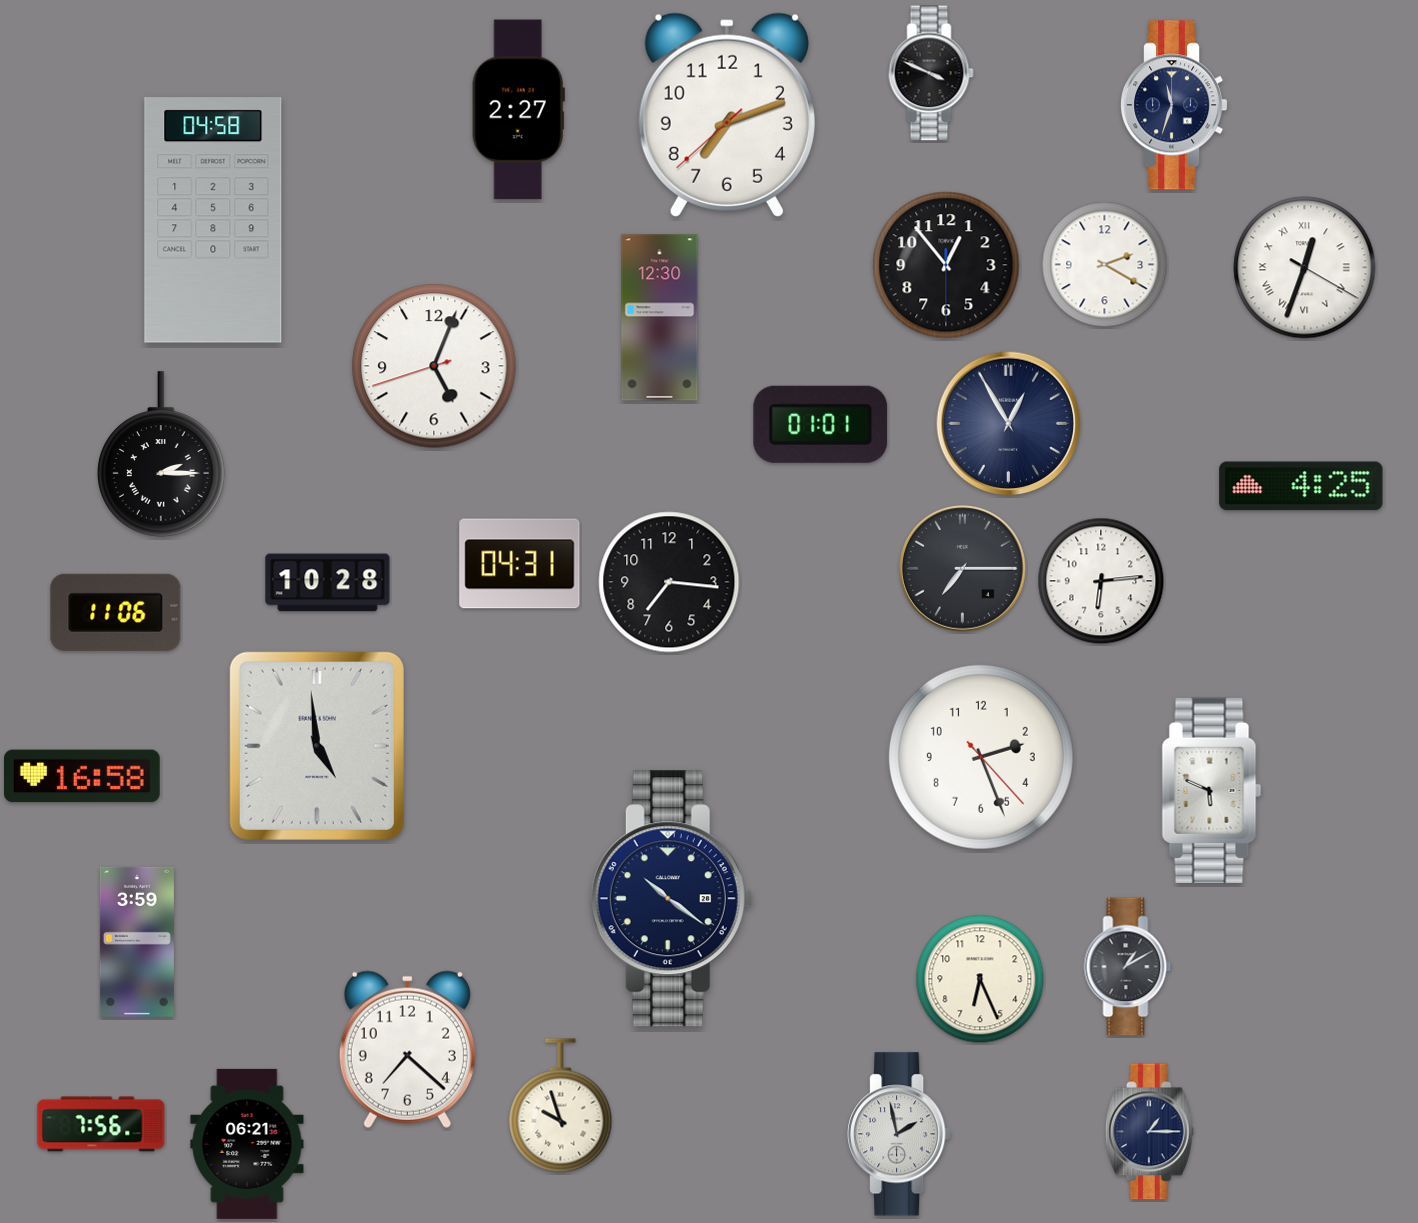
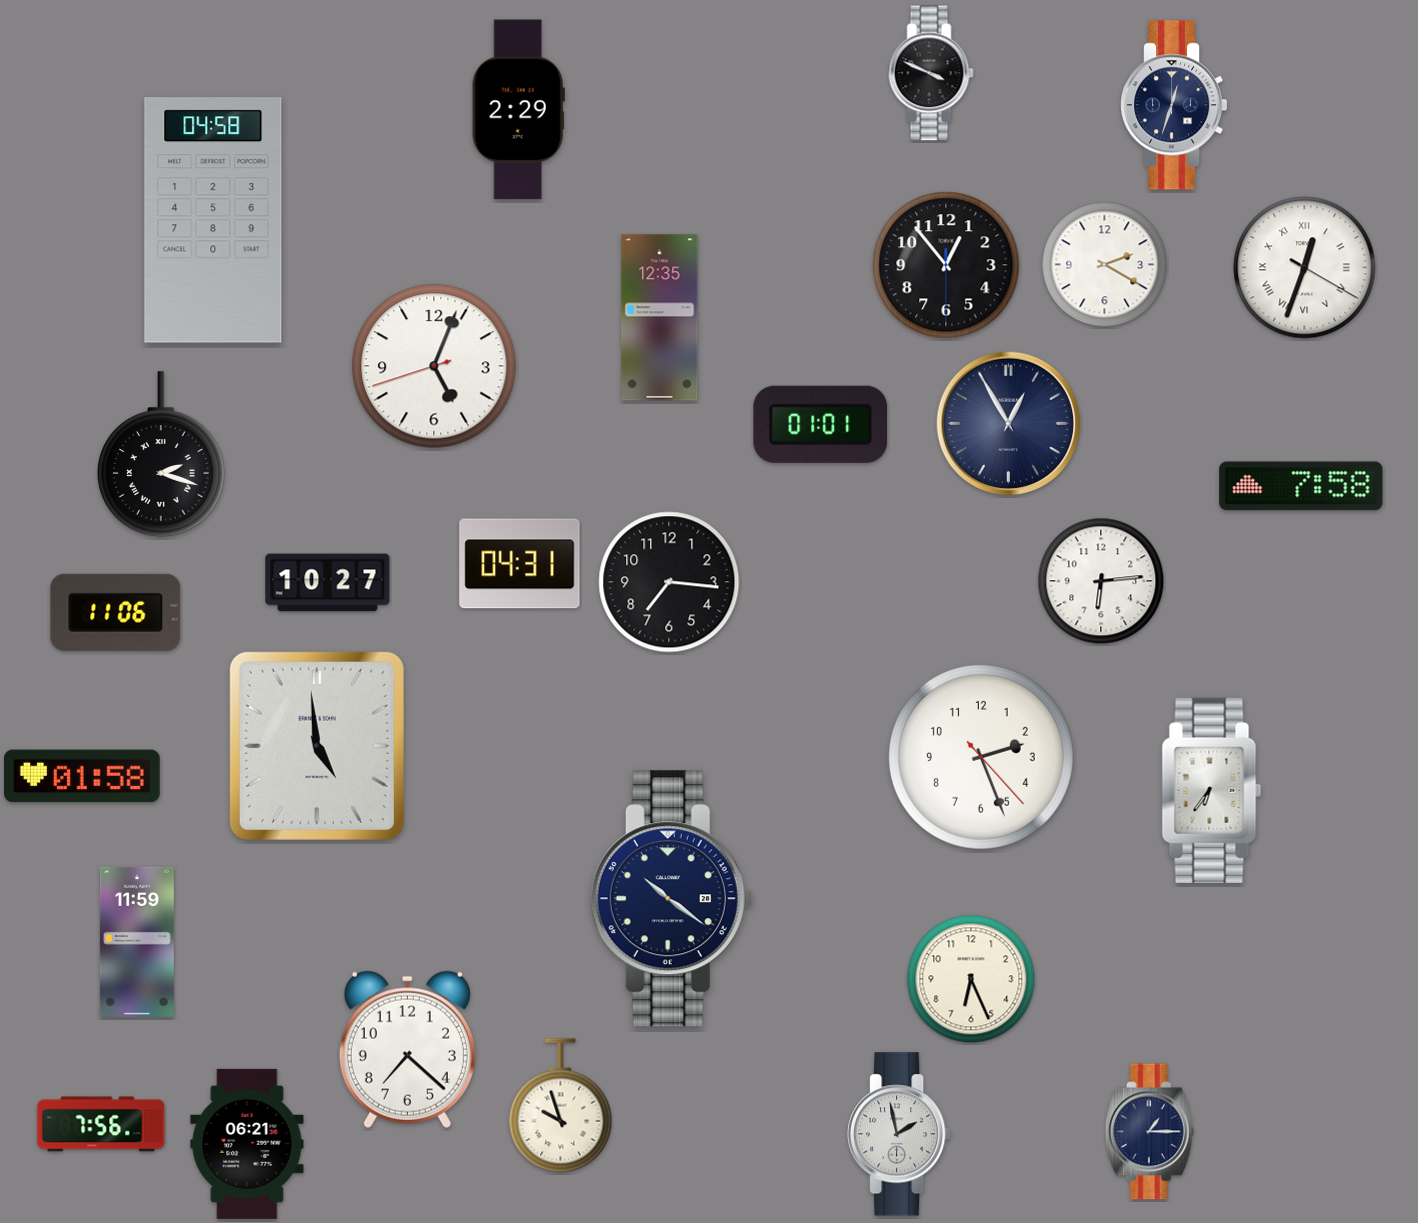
clock at (1175, 105): 11:33 -> 12:33
clock at (518, 110): 2:27 -> 2:29
clock at (727, 115): 7:11 -> none
clock at (660, 318): 12:30 -> 12:35
clock at (162, 454): 2:15 -> 2:18
clock at (1301, 486): 4:25 -> 7:58
clock at (962, 568): 7:15 -> none
clock at (328, 583): 10:28 -> 10:27
clock at (83, 776): 16:58 -> 01:58
clock at (1212, 790): 5:49 -> 6:36
clock at (137, 942): 3:59 -> 11:59
clock at (1128, 967): 1:10 -> none
clock at (980, 979) position: (980, 979) -> (971, 979)
